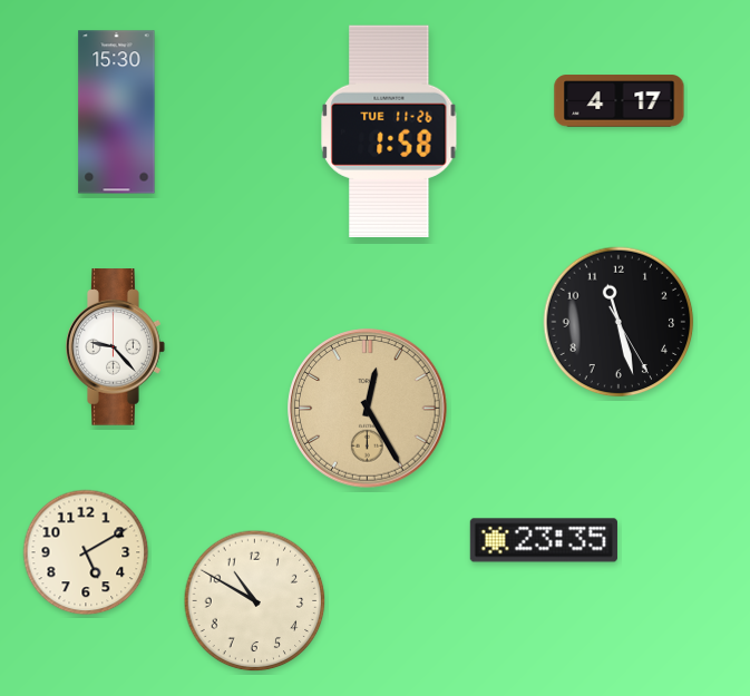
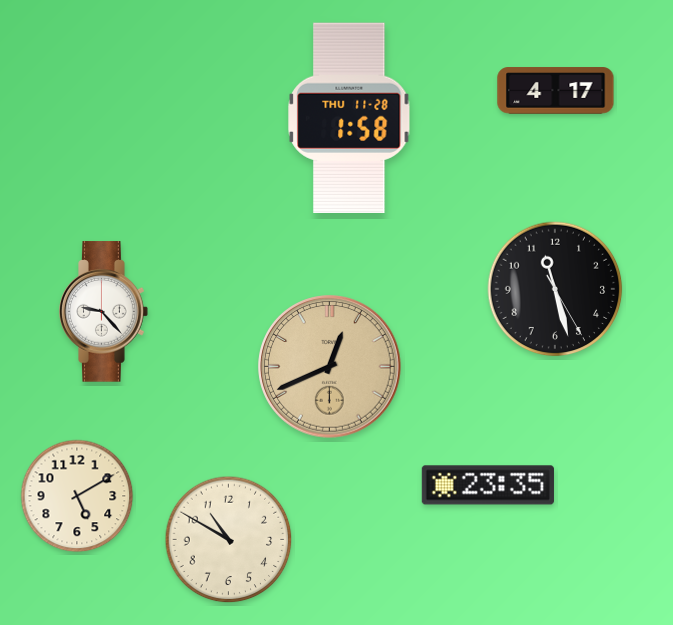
clock at (117, 112): 15:30 -> none
clock at (389, 131) date: TUE 11-26 -> THU 11-28
clock at (368, 409): 12:25 -> 12:41
